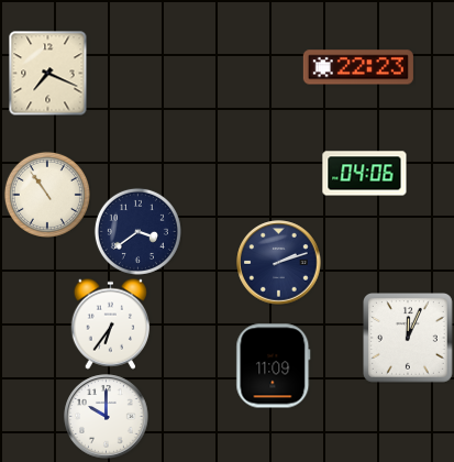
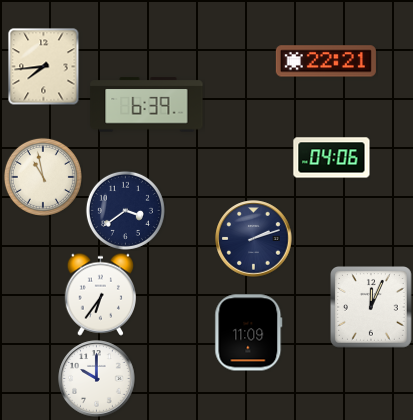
clock at (358, 67): 22:23 -> 22:21
clock at (48, 73): 7:19 -> 7:44
clock at (147, 105): none -> 6:39
clock at (47, 195): 10:54 -> 10:58
